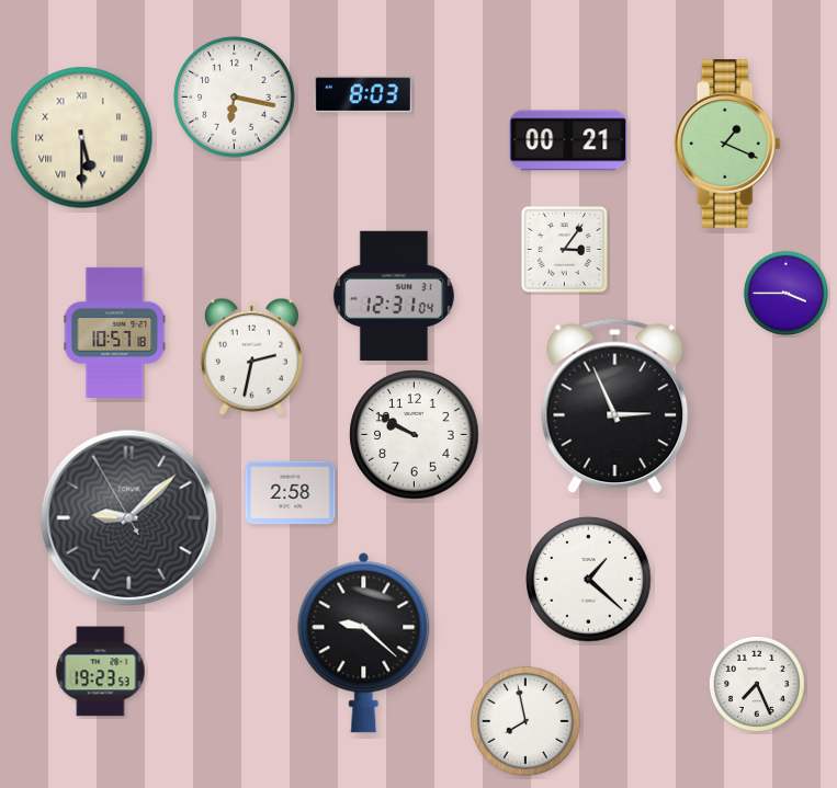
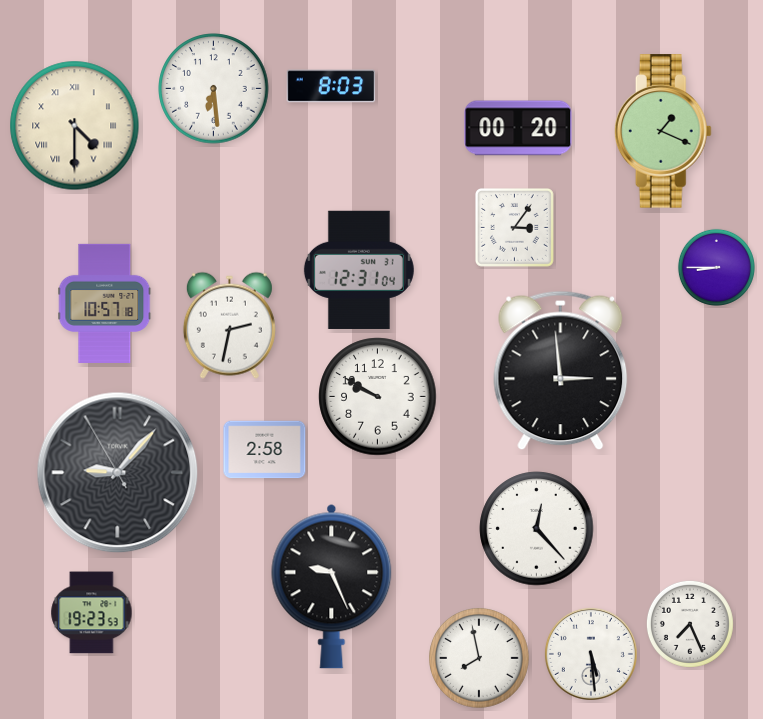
clock at (235, 98): 6:17 -> 6:29
clock at (82, 138): 5:30 -> 4:30
clock at (568, 140): 00:21 -> 00:20
clock at (785, 293): 3:45 -> 8:45
clock at (615, 407): 2:56 -> 2:59
clock at (129, 518): 9:07 -> 9:06
clock at (589, 580): 1:22 -> 12:23
clock at (364, 642): 9:22 -> 9:26
clock at (591, 654): none -> 5:29
